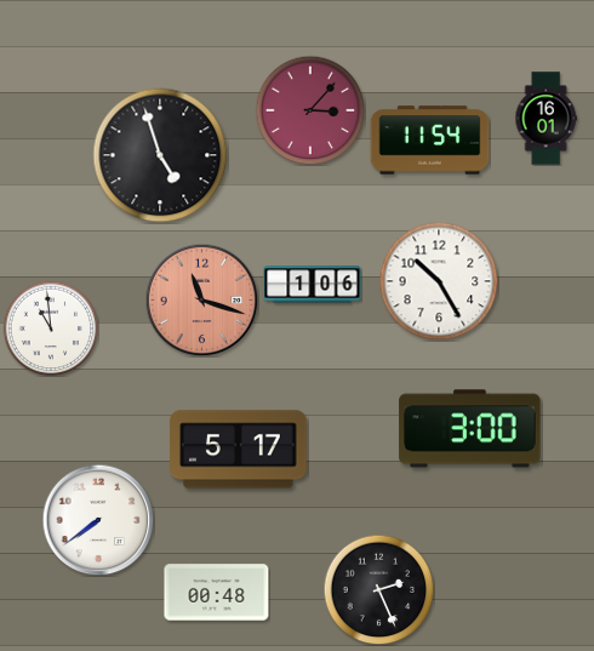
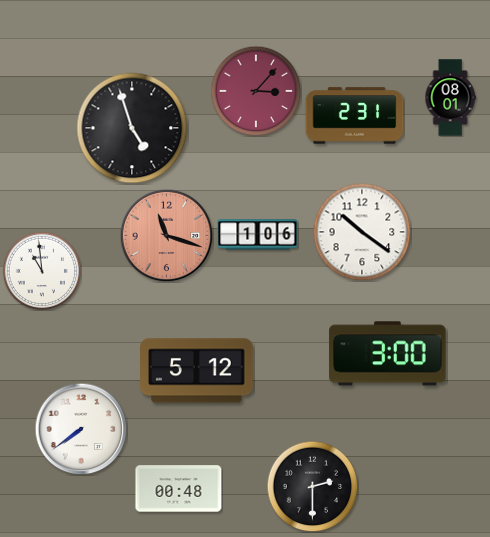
clock at (546, 119): 16:01 -> 08:01
clock at (430, 141): 11:54 -> 2:31
clock at (439, 281): 10:25 -> 10:21
clock at (201, 299) position: (201, 299) -> (166, 235)
clock at (239, 450): 5:17 -> 5:12
clock at (378, 589): 2:26 -> 2:30
